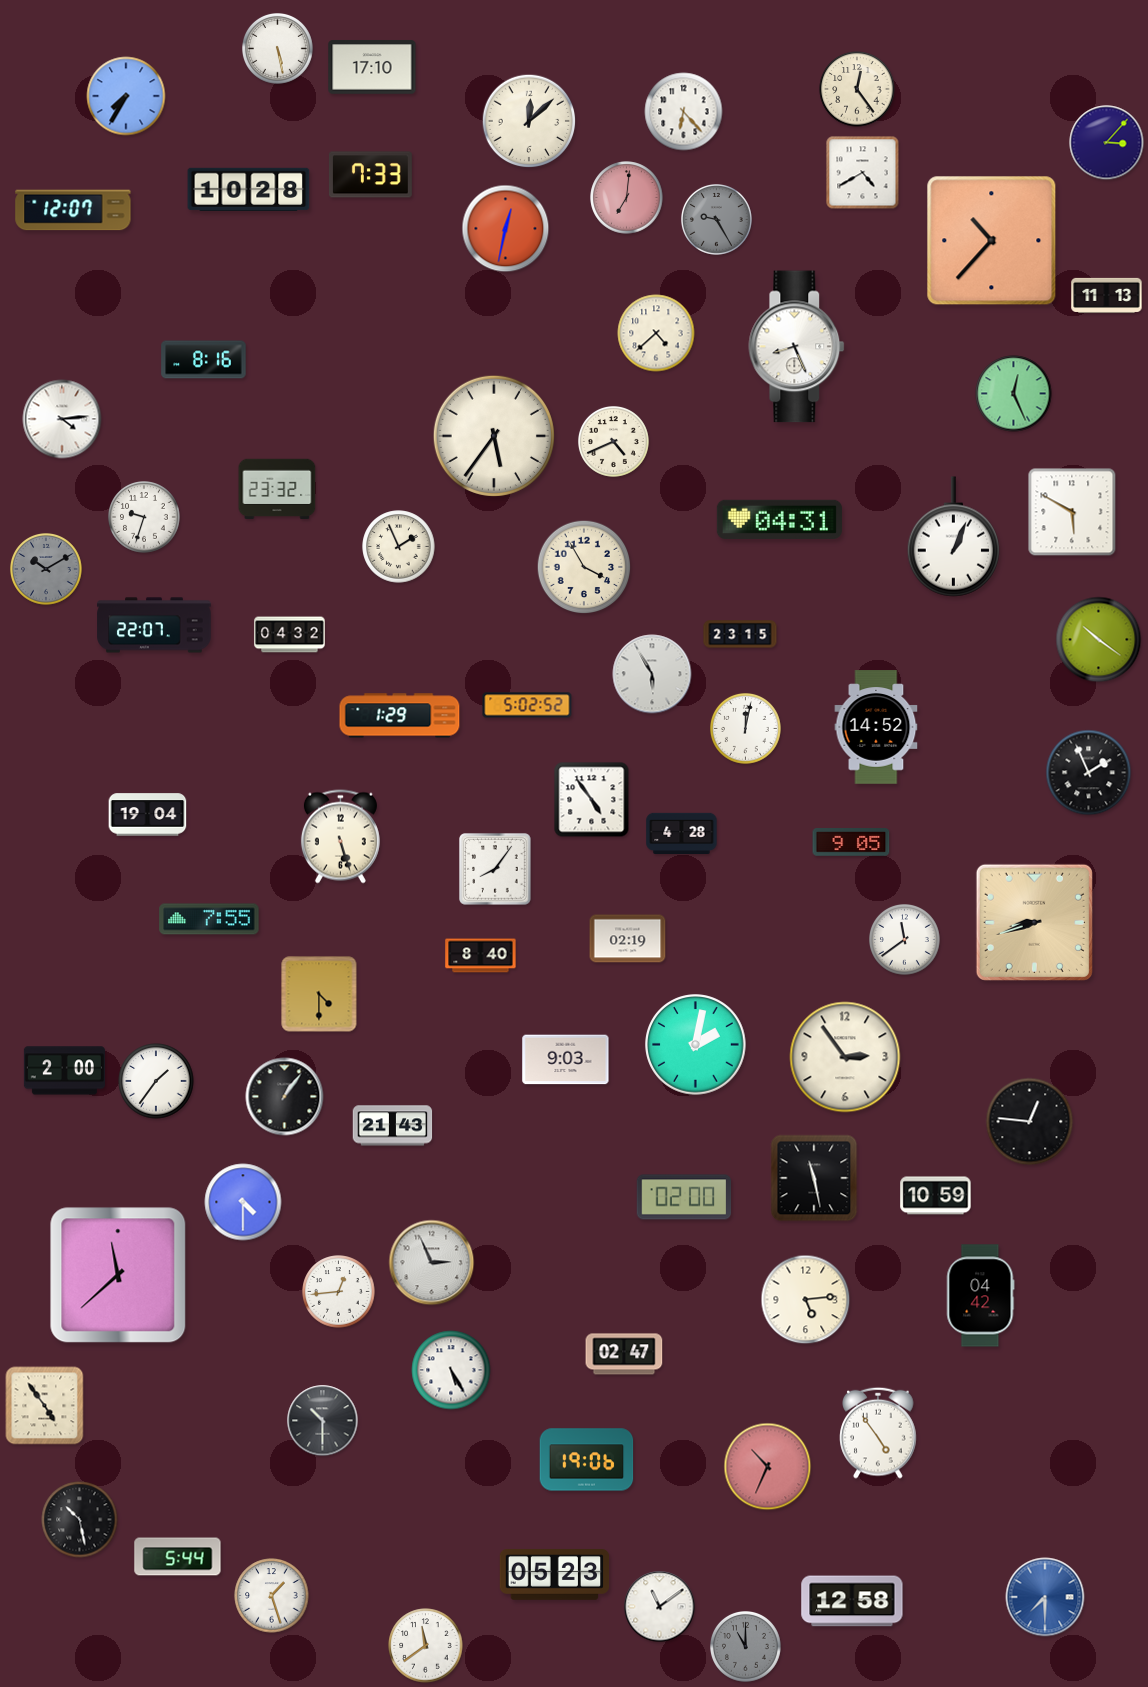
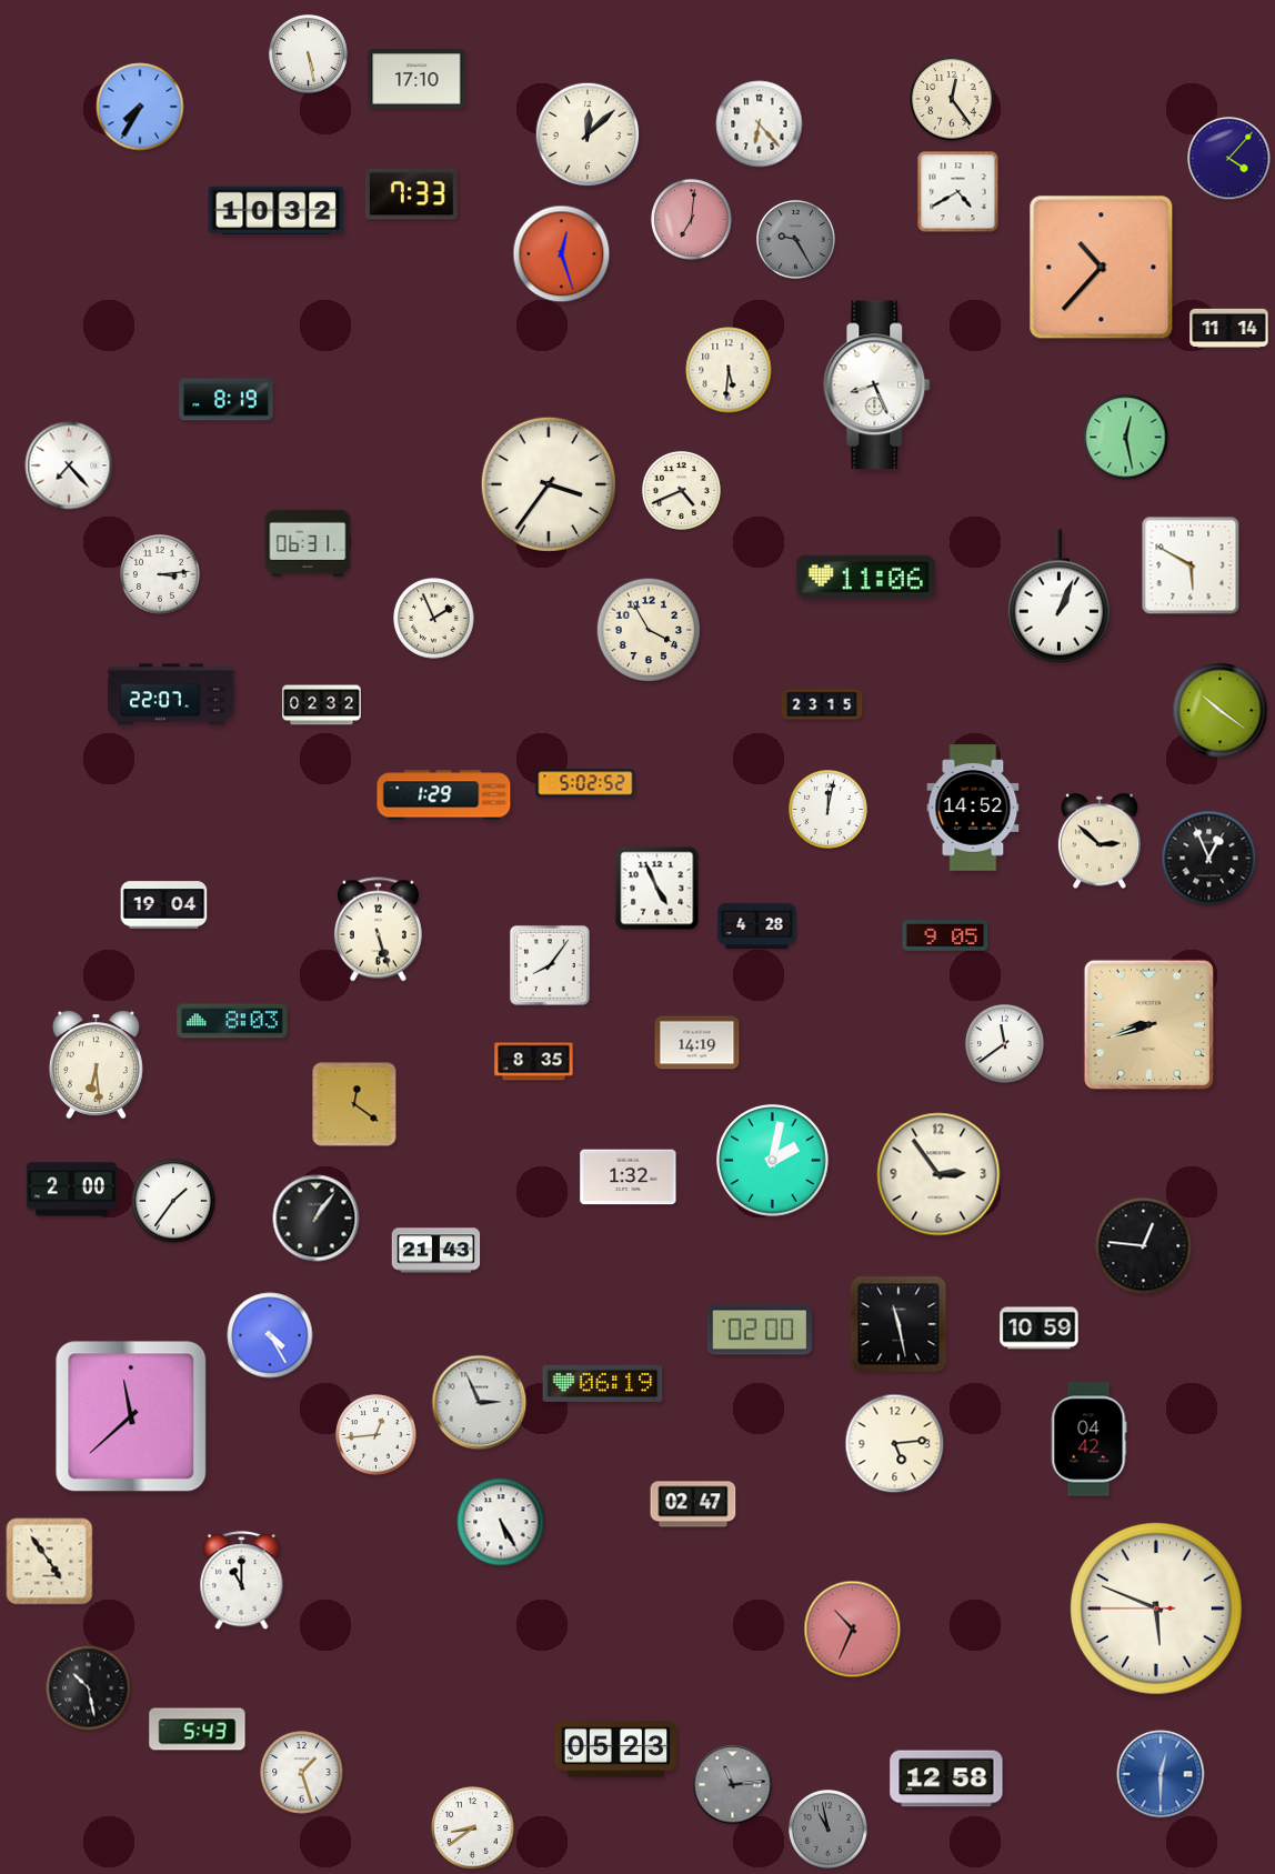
clock at (372, 67) position: (372, 67) -> (416, 79)
clock at (1107, 143): 3:07 -> 4:07
clock at (249, 189): 10:28 -> 10:32
clock at (627, 198) position: (627, 198) -> (692, 220)
clock at (73, 210): 12:07 -> none
clock at (717, 220) position: (717, 220) -> (796, 240)
clock at (506, 229): 12:32 -> 12:27
clock at (1107, 295): 11:13 -> 11:14
clock at (656, 333): 4:38 -> 5:31
clock at (797, 347) position: (797, 347) -> (877, 385)
clock at (204, 360): 8:16 -> 8:19
clock at (1014, 394): 12:26 -> 12:28
clock at (62, 419): 4:14 -> 7:23
clock at (494, 436): 5:36 -> 3:36
clock at (277, 489): 23:32 -> 06:31
clock at (1072, 512) position: (1072, 512) -> (1191, 565)
clock at (145, 518): 9:33 -> 3:14
clock at (779, 519): 04:31 -> 11:06
clock at (399, 547) position: (399, 547) -> (434, 619)
clock at (47, 570): 10:10 -> none
clock at (290, 635): 04:32 -> 02:32
clock at (652, 674): 5:55 -> none
clock at (1100, 841): none -> 2:52
clock at (1089, 773): 1:56 -> 12:56
clock at (592, 800): 4:54 -> 4:56
clock at (209, 919): 7:55 -> 8:03
clock at (628, 939): 02:19 -> 14:19
clock at (481, 956): 8:40 -> 8:35
clock at (96, 1064): none -> 6:29
clock at (319, 994): 4:30 -> 12:21
clock at (566, 1060): 9:03 -> 1:32
clock at (814, 1178) position: (814, 1178) -> (898, 1324)
clock at (243, 1202): 4:30 -> 4:25
clock at (603, 1383): none -> 06:19
clock at (323, 1421): 10:30 -> none
clock at (242, 1581): none -> 11:00
clock at (878, 1433): 4:54 -> none
clock at (1156, 1609): none -> 5:48
clock at (587, 1460): 19:06 -> none
clock at (178, 1557): 5:44 -> 5:43
clock at (1045, 1597): 7:30 -> 12:30
clock at (660, 1607): 11:09 -> 11:14
clock at (660, 1607) dial: white -> grey
clock at (426, 1646): 11:39 -> 8:39
clock at (746, 1647): 11:00 -> 10:58
